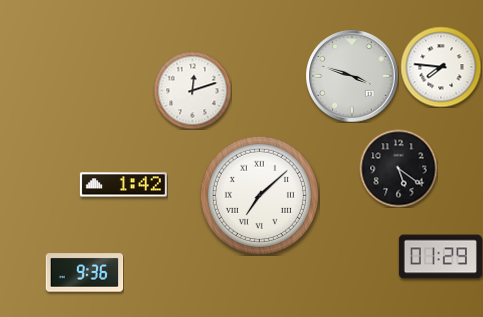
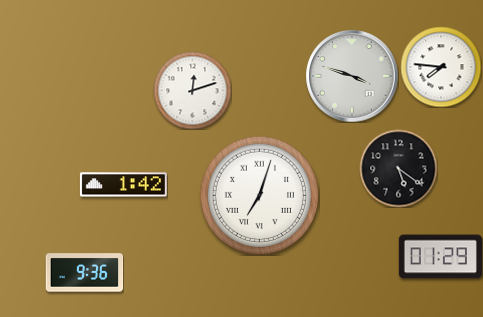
clock at (259, 195): 7:08 -> 7:03
